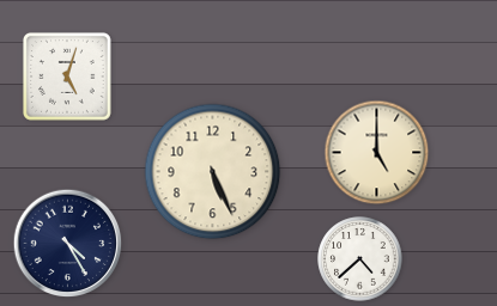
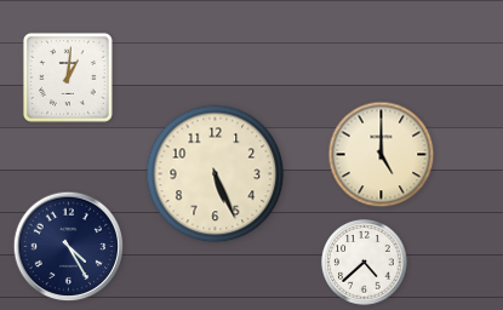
clock at (67, 76): 5:03 -> 1:01
